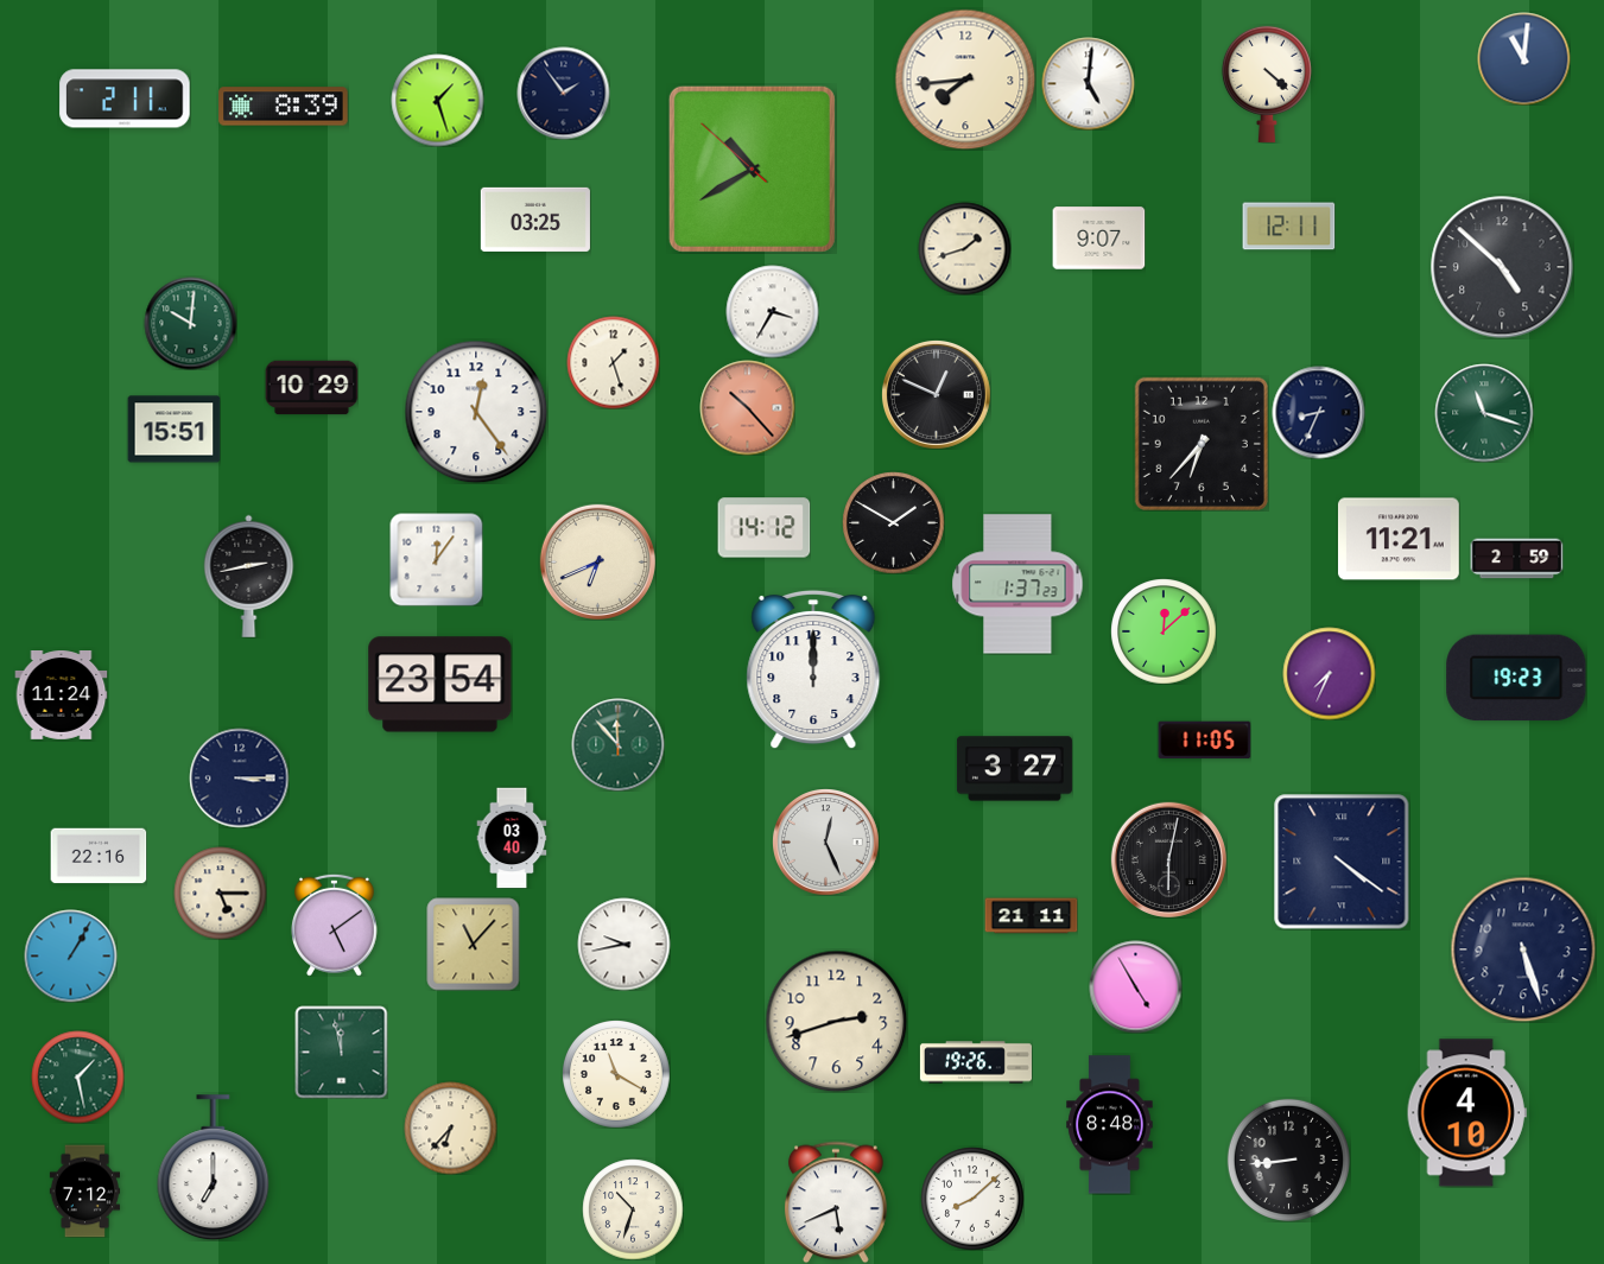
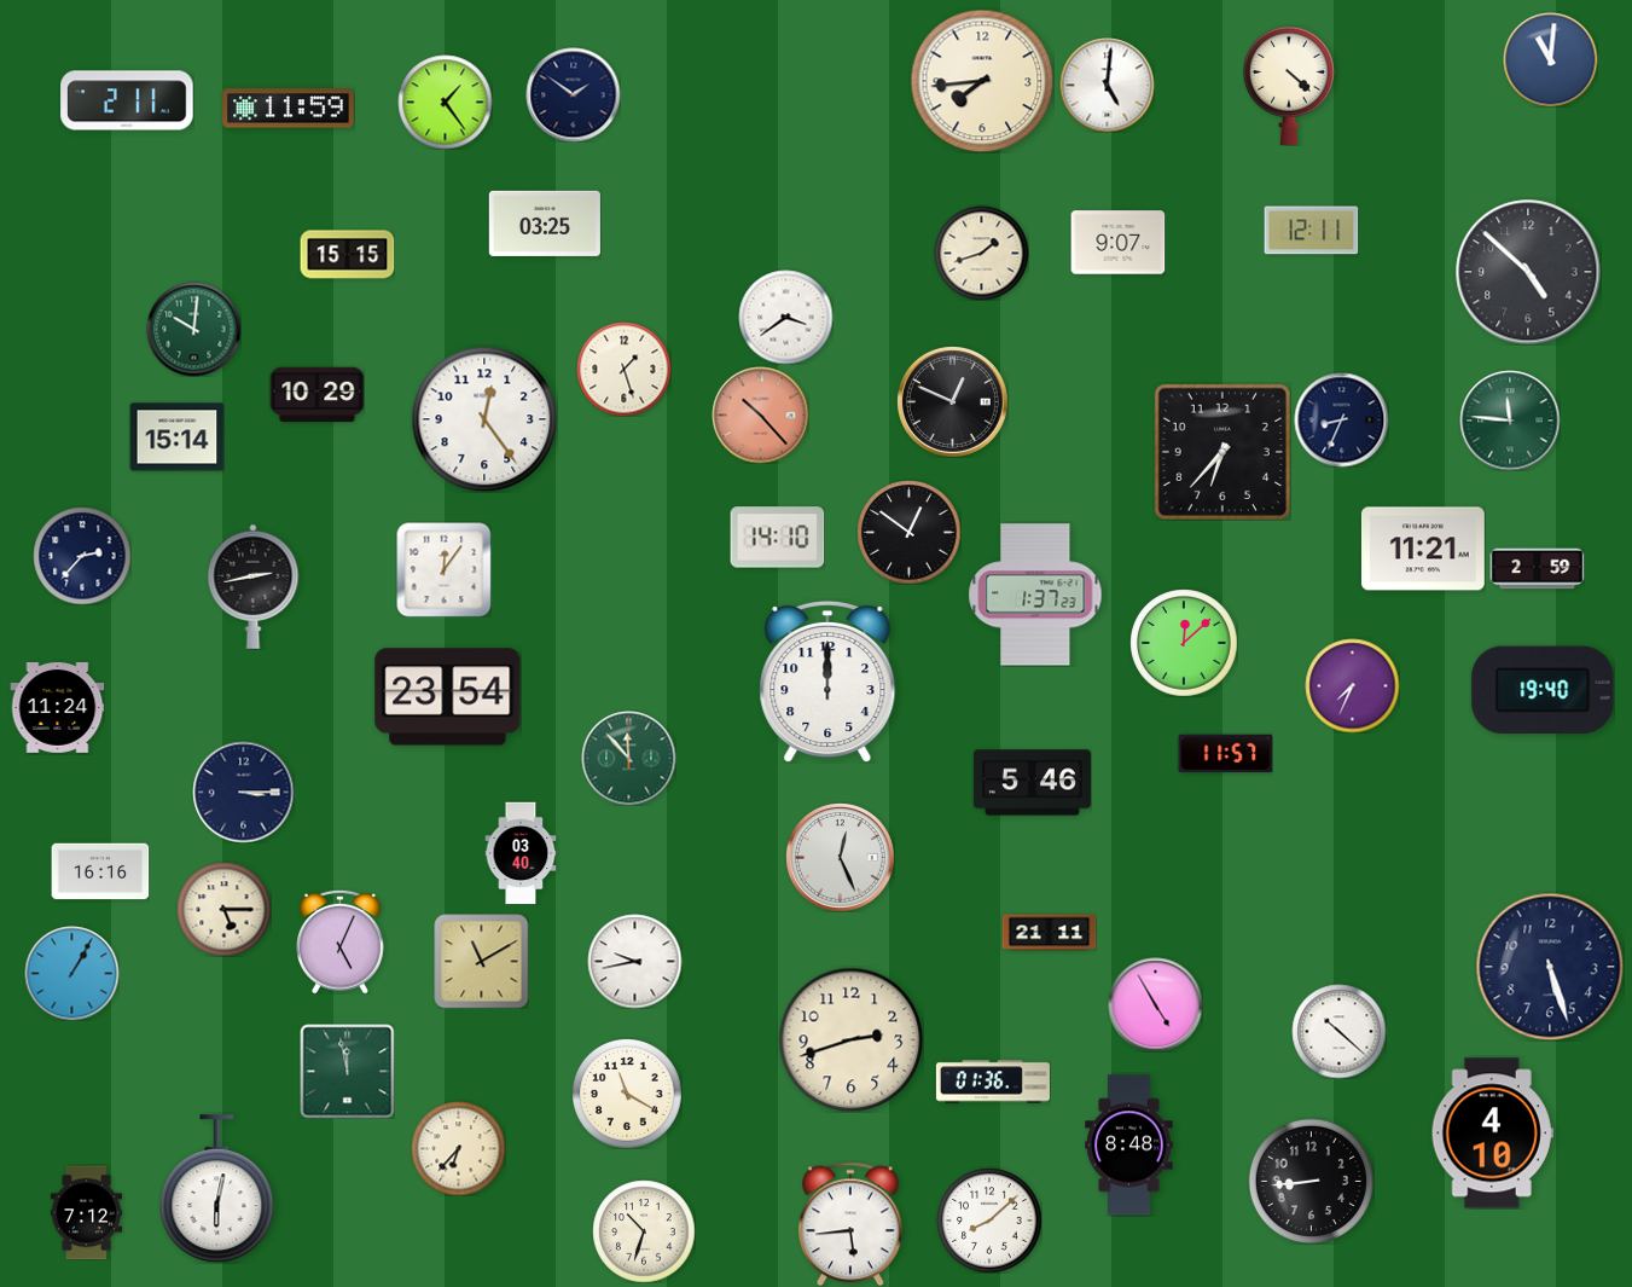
clock at (563, 93): 1:54 -> 1:51
clock at (437, 100): 1:27 -> 1:24
clock at (284, 107): 8:39 -> 11:59
clock at (752, 169): 10:39 -> none
clock at (347, 255): none -> 15:15
clock at (772, 311): 3:35 -> 3:39
clock at (1484, 413): 11:18 -> 11:46
clock at (173, 430): 15:51 -> 15:14
clock at (893, 522): 1:50 -> 12:51
clock at (763, 528): 14:12 -> 14:10
clock at (82, 556): none -> 2:37
clock at (1516, 559) position: (1516, 559) -> (1537, 569)
clock at (597, 561): 6:41 -> none
clock at (1516, 678): 19:23 -> 19:40
clock at (61, 695) position: (61, 695) -> (57, 708)
clock at (1204, 741): 11:05 -> 11:57
clock at (1014, 769): 3:27 -> 5:46
clock at (99, 856): 22:16 -> 16:16
clock at (1168, 859): 6:02 -> none
clock at (1342, 862): 4:21 -> none
clock at (335, 925): 5:09 -> 5:04
clock at (473, 944): 11:07 -> 11:10
clock at (1338, 1031): none -> 10:22
clock at (976, 1062): 19:26 -> 01:36
clock at (77, 1076): 1:28 -> none
clock at (214, 1168): 7:00 -> 6:02
clock at (836, 1202): 5:41 -> 5:44
